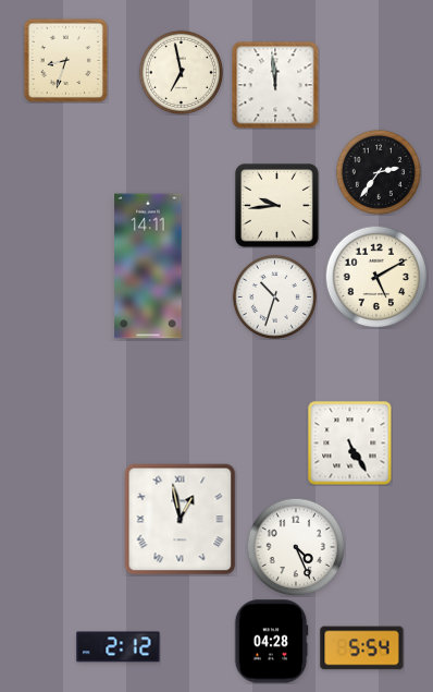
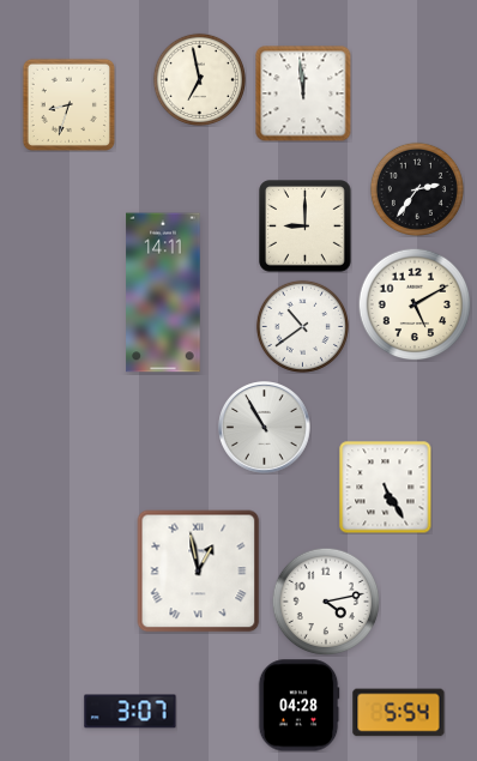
clock at (65, 60) position: (65, 60) -> (68, 104)
clock at (277, 206): 9:44 -> 9:00
clock at (274, 296): 10:33 -> 10:39
clock at (265, 428): none -> 10:55
clock at (296, 547): 4:26 -> 4:13
clock at (119, 647): 2:12 -> 3:07
